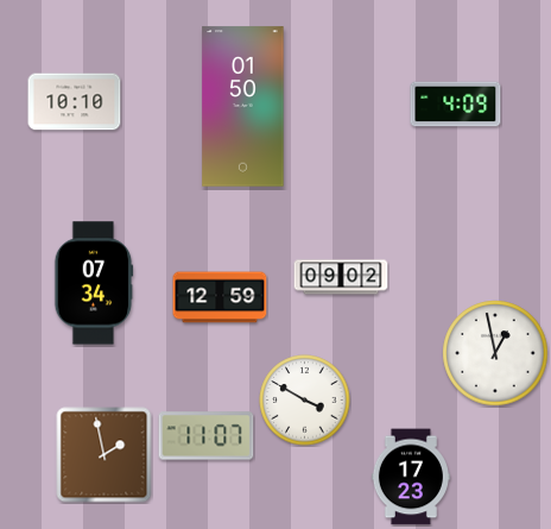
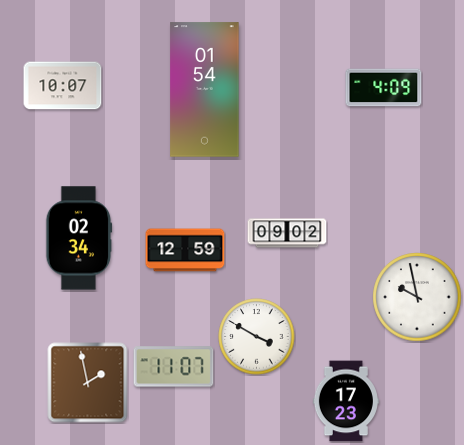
clock at (75, 102): 10:10 -> 10:07
clock at (243, 107): 01:50 -> 01:54
clock at (94, 283): 07:34 -> 02:34
clock at (495, 353): 12:58 -> 9:58
